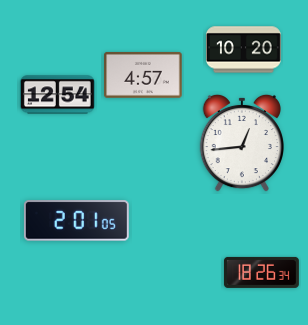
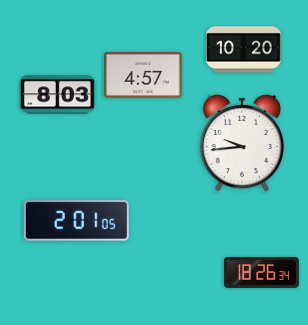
clock at (57, 95): 12:54 -> 8:03
clock at (242, 143): 12:44 -> 9:44
